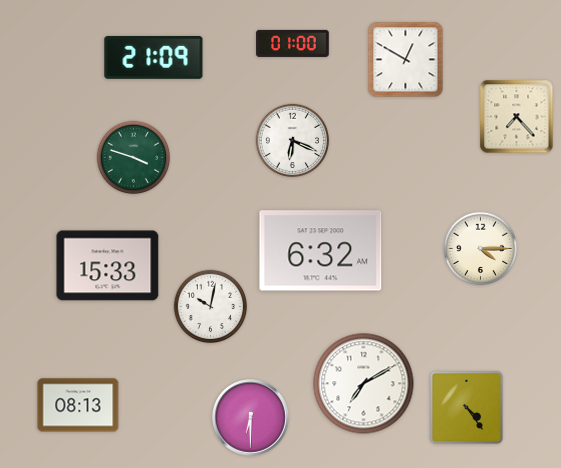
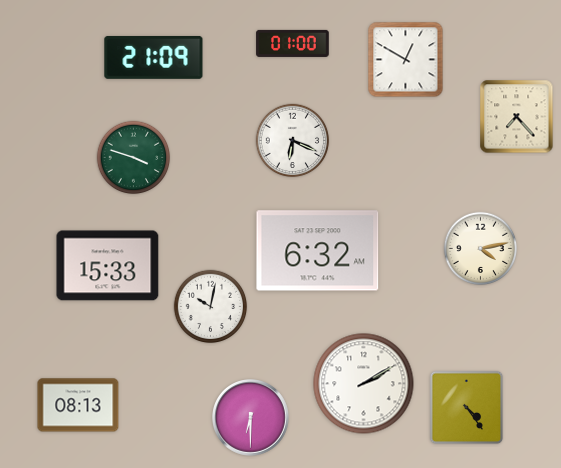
clock at (481, 249): 4:15 -> 4:13
clock at (321, 251) position: (321, 251) -> (318, 251)
clock at (364, 384): 7:10 -> 2:10
